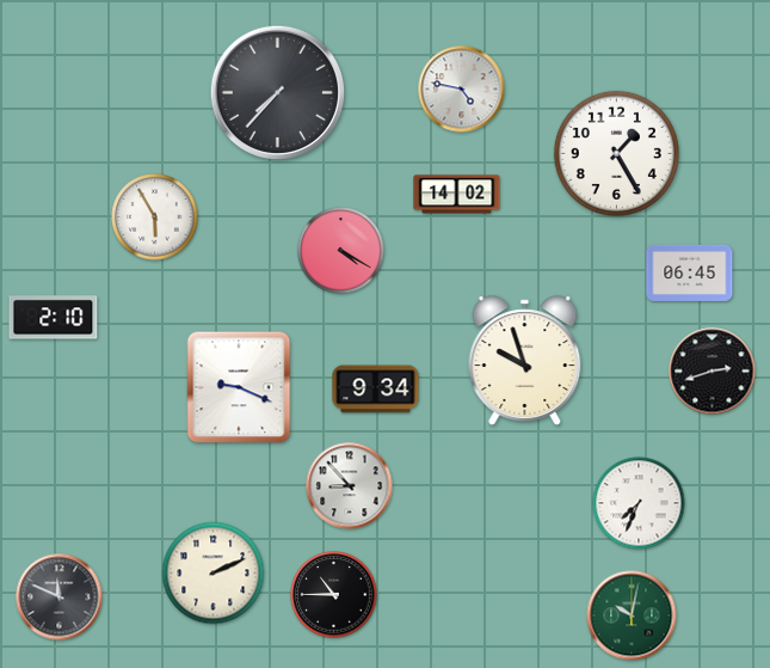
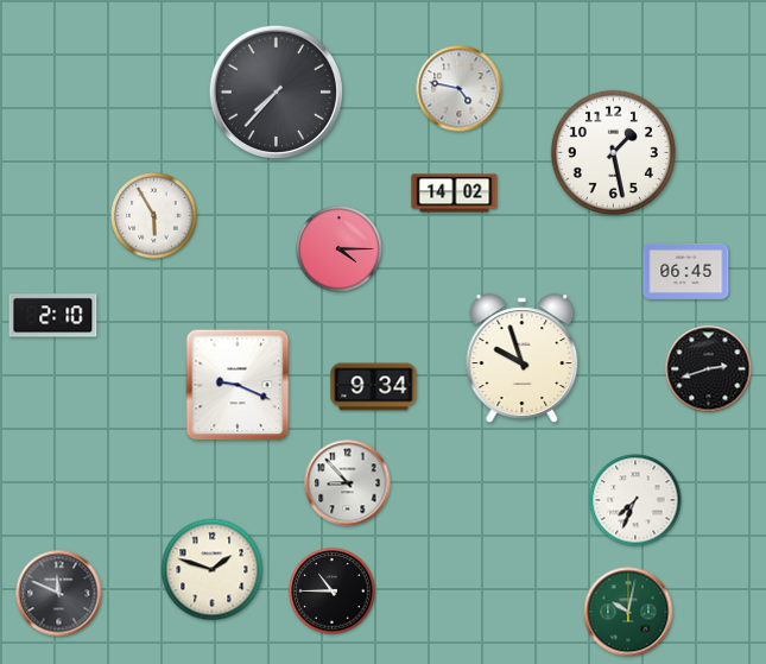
clock at (616, 153): 1:25 -> 1:28
clock at (341, 251): 4:20 -> 4:15
clock at (214, 574): 2:11 -> 1:48
